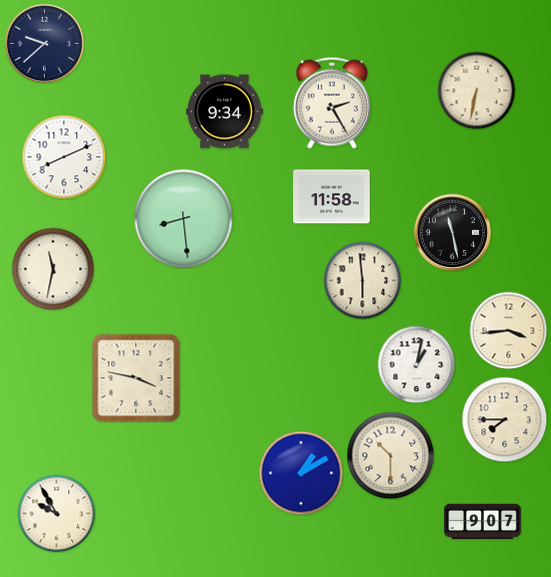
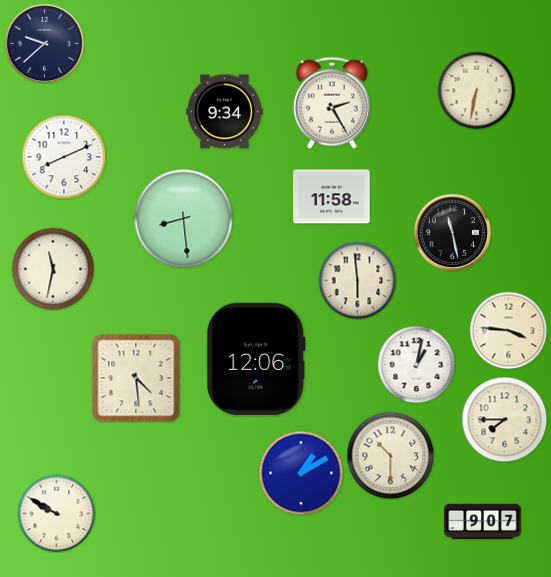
clock at (362, 280) position: (362, 280) -> (357, 280)
clock at (508, 330): 3:44 -> 3:46
clock at (256, 359): none -> 12:06
clock at (136, 378): 3:47 -> 4:29
clock at (56, 513): 9:55 -> 9:50
